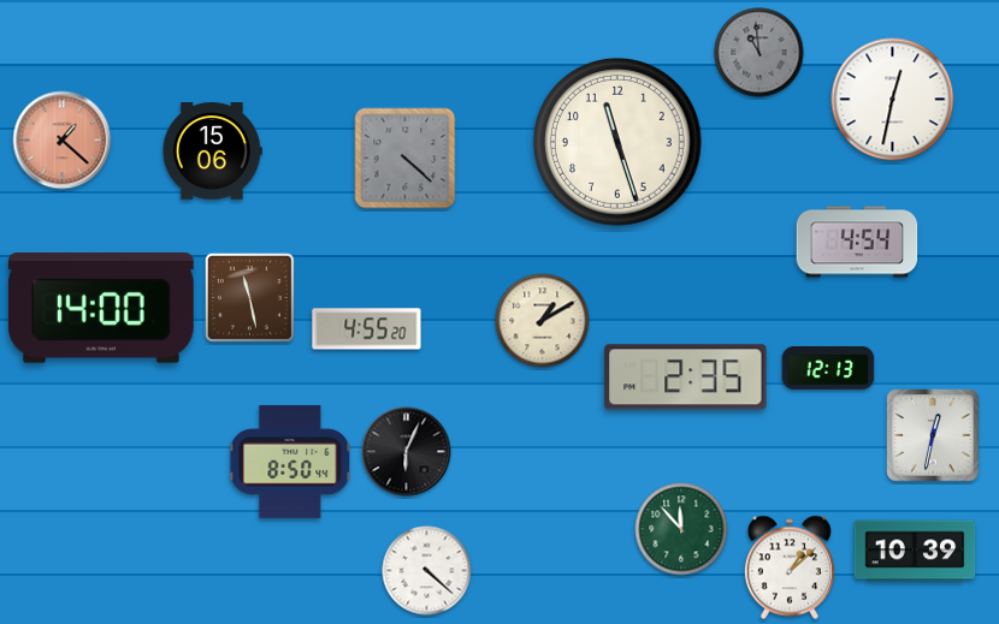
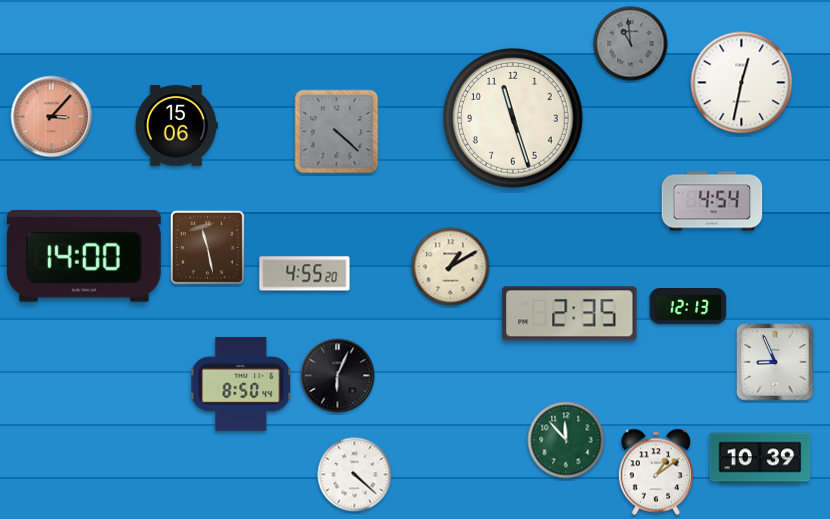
clock at (63, 141): 1:22 -> 3:07
clock at (933, 435): 12:32 -> 8:56
clock at (790, 567): 1:08 -> 1:09
